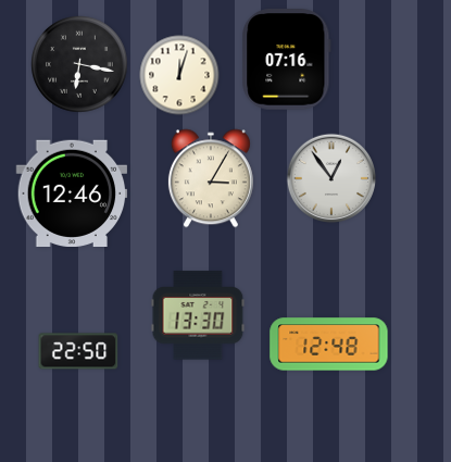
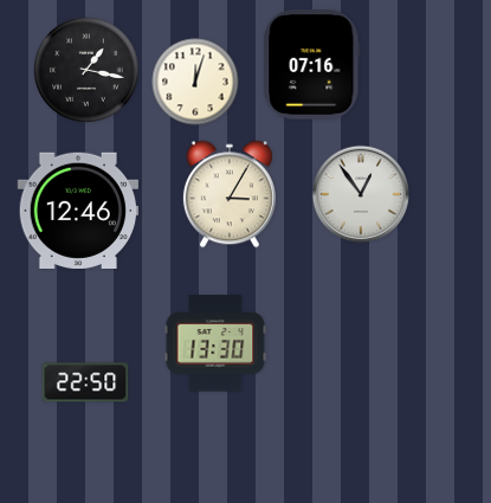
clock at (80, 65): 6:17 -> 1:17
clock at (329, 345): 12:48 -> none
